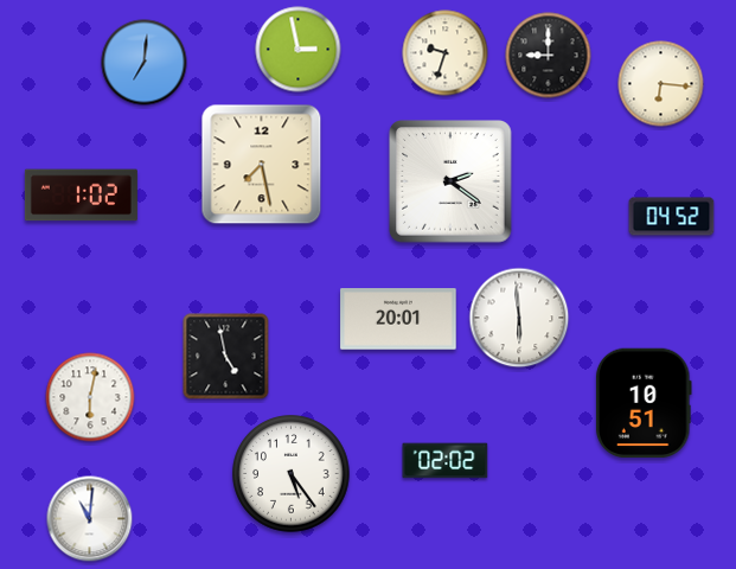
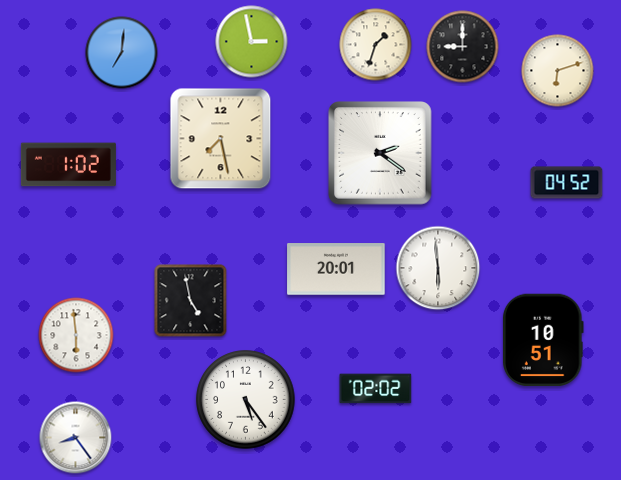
clock at (446, 53): 9:33 -> 1:33
clock at (661, 84): 6:16 -> 6:12
clock at (90, 397): 6:02 -> 5:59
clock at (90, 519): 11:01 -> 8:24
